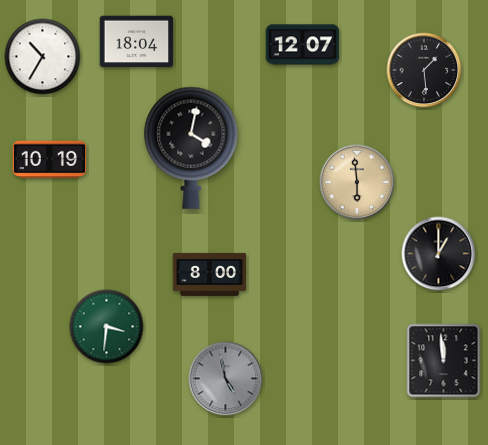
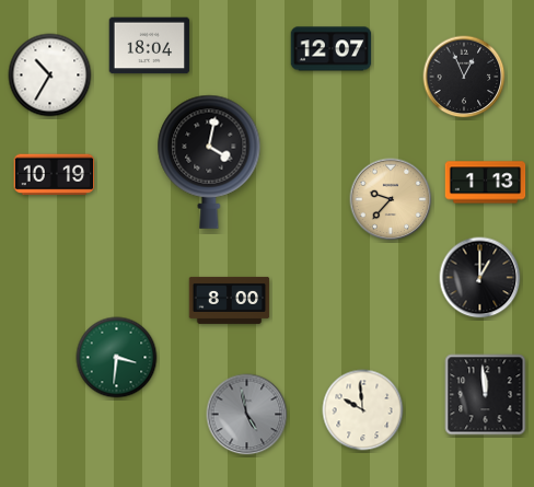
clock at (43, 57) position: (43, 57) -> (50, 76)
clock at (424, 70): 1:29 -> 12:56
clock at (486, 183): none -> 1:13
clock at (357, 182): 5:59 -> 9:37
clock at (363, 410): none -> 9:59
